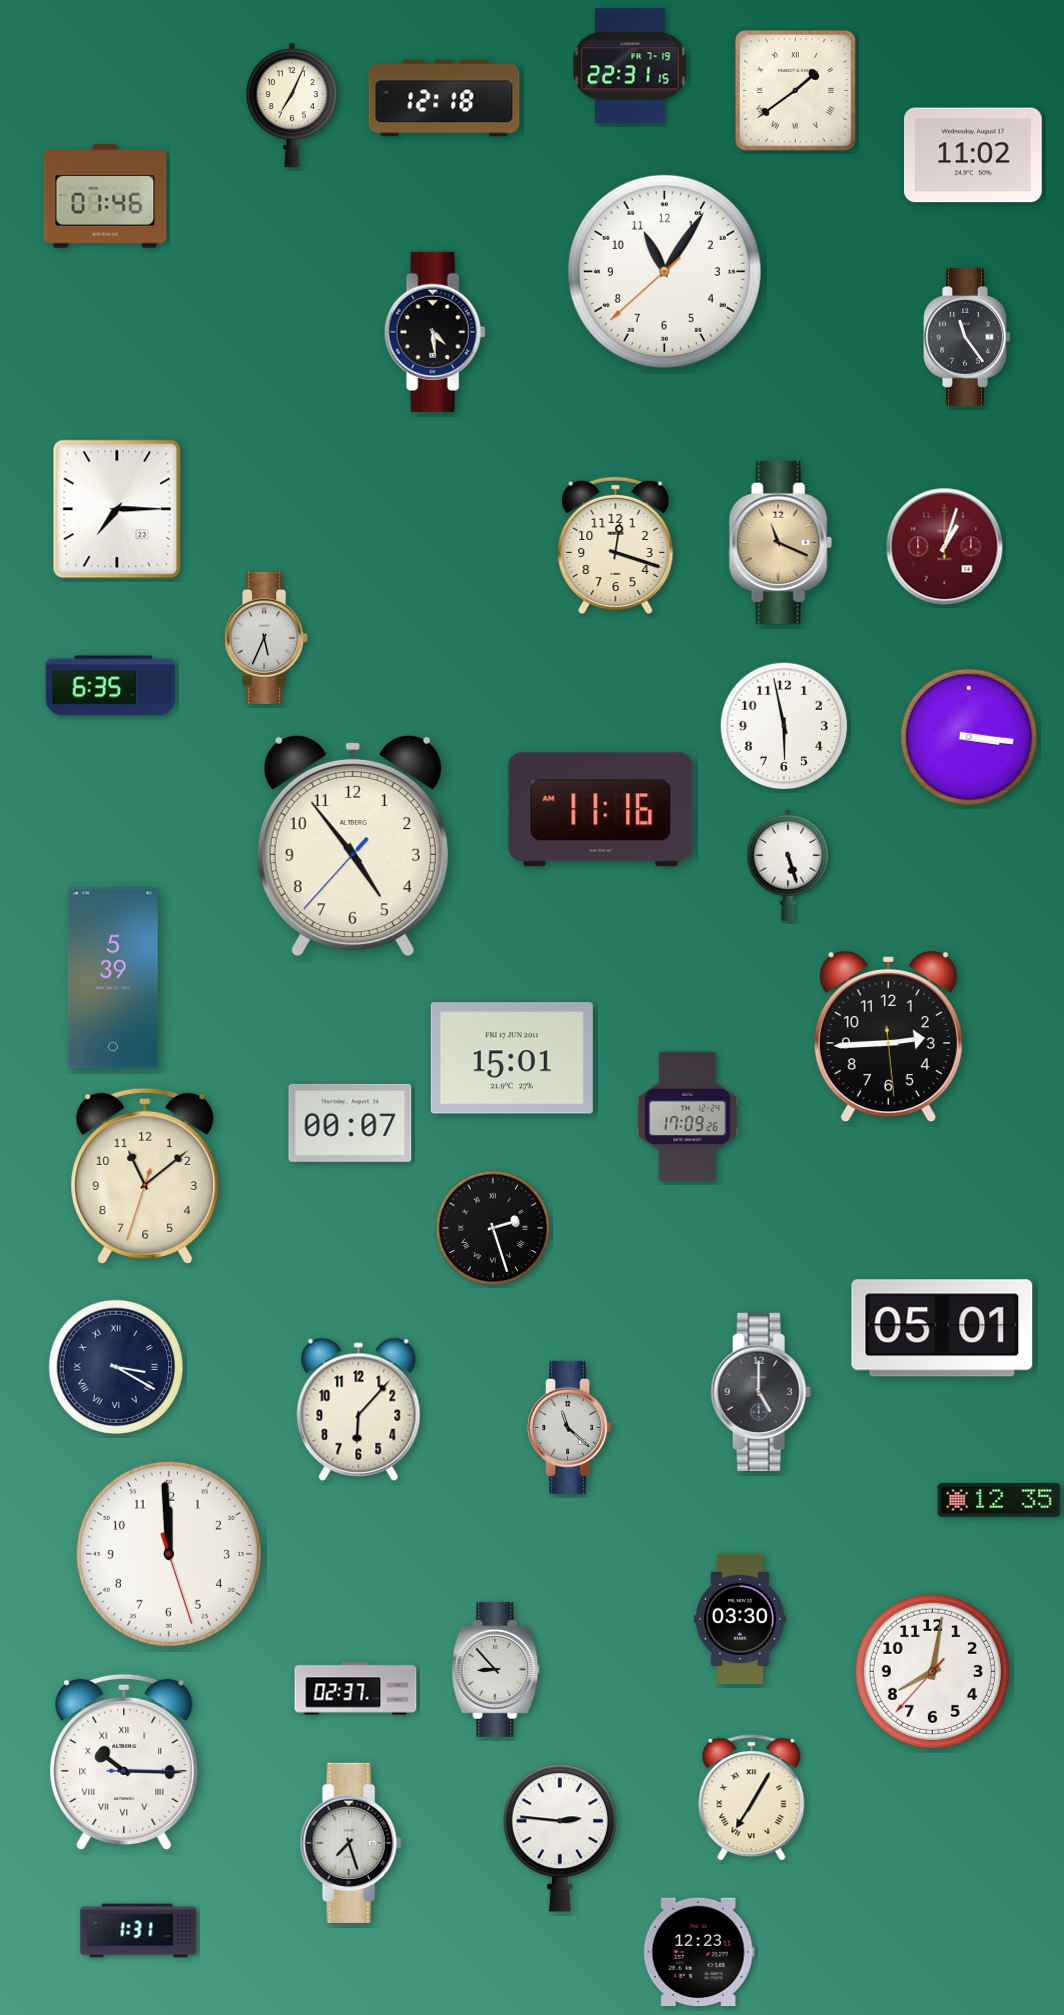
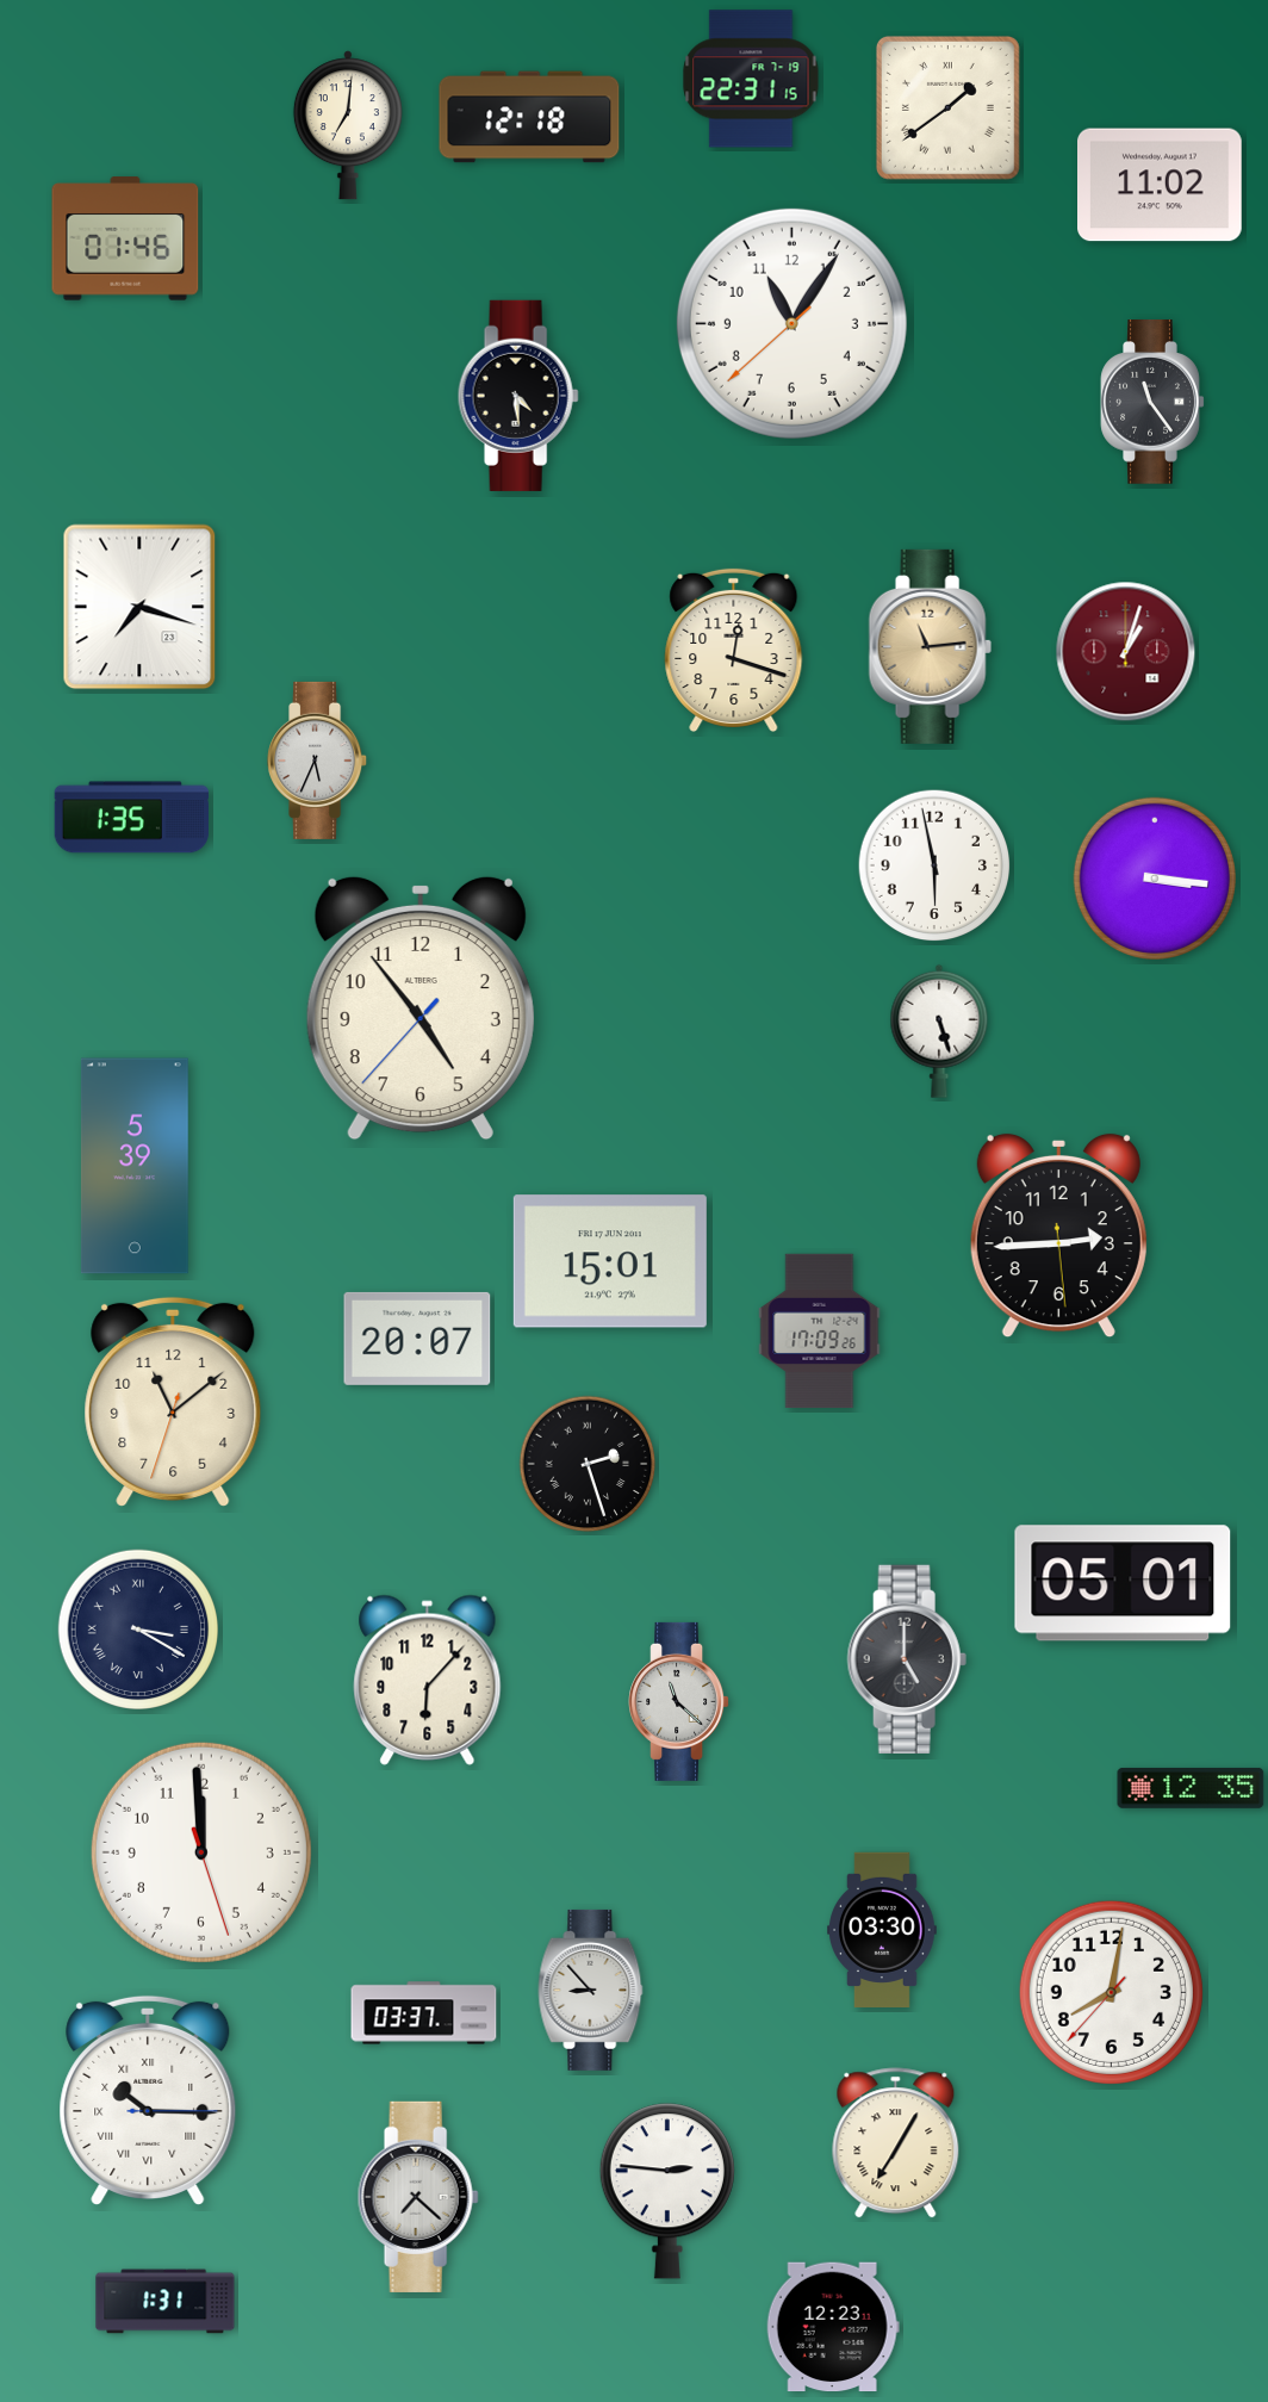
clock at (292, 105): 7:04 -> 7:01
clock at (105, 196) position: (105, 196) -> (125, 238)
clock at (117, 509): 7:15 -> 7:18
clock at (780, 542): 11:19 -> 11:14
clock at (110, 686): 6:35 -> 1:35
clock at (601, 810): 11:16 -> none
clock at (350, 1123): 00:07 -> 20:07
clock at (356, 1689): 02:37 -> 03:37
clock at (351, 1843): 7:27 -> 7:22
